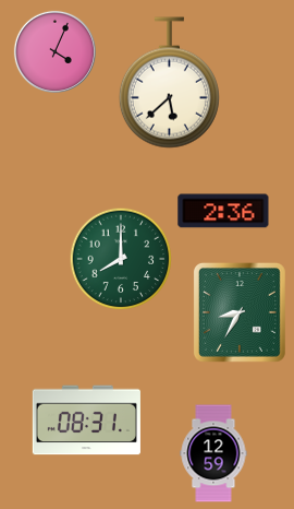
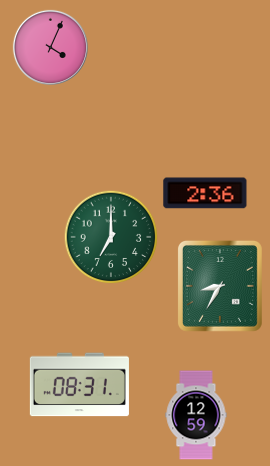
clock at (169, 83): 5:38 -> none
clock at (121, 259): 8:00 -> 7:00
